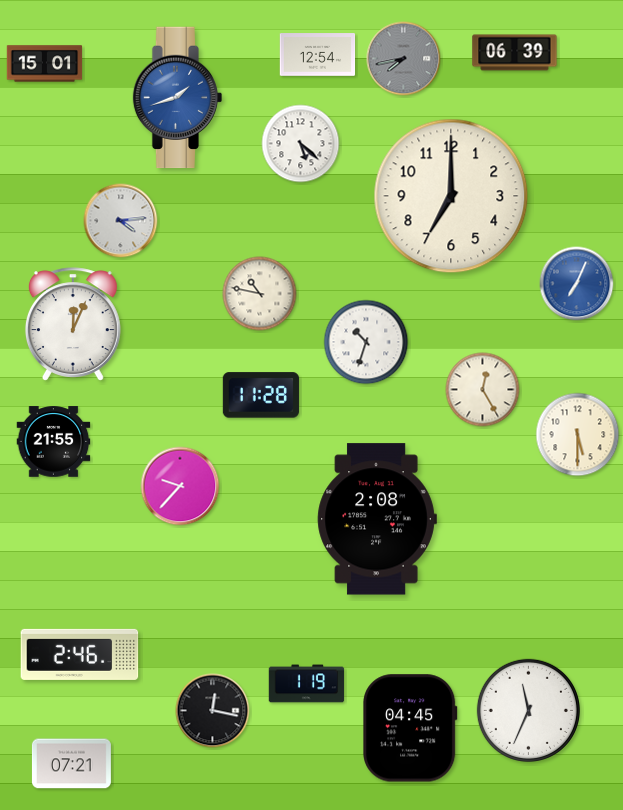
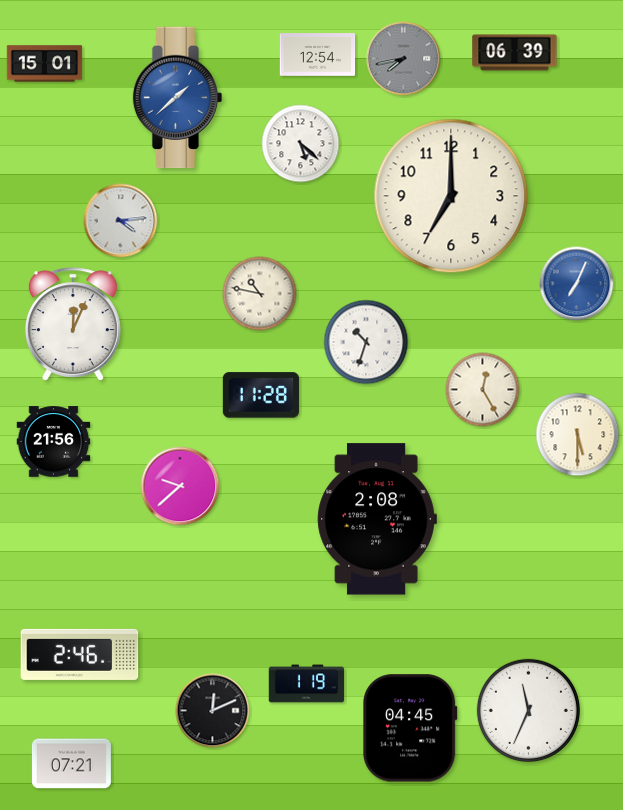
clock at (178, 98): 1:42 -> 1:38
clock at (54, 442): 21:55 -> 21:56
clock at (180, 486): 9:37 -> 9:38
clock at (213, 711): 12:17 -> 12:11
